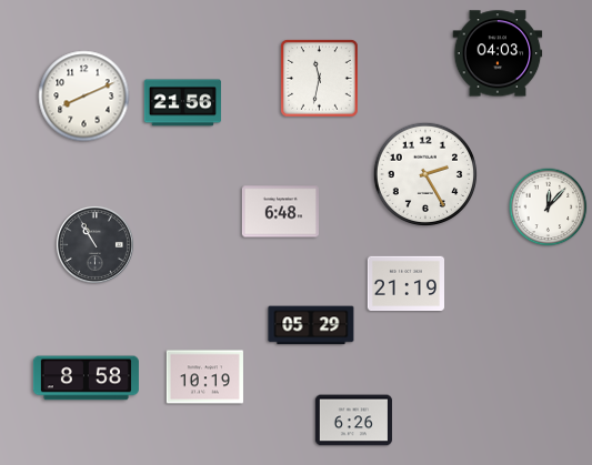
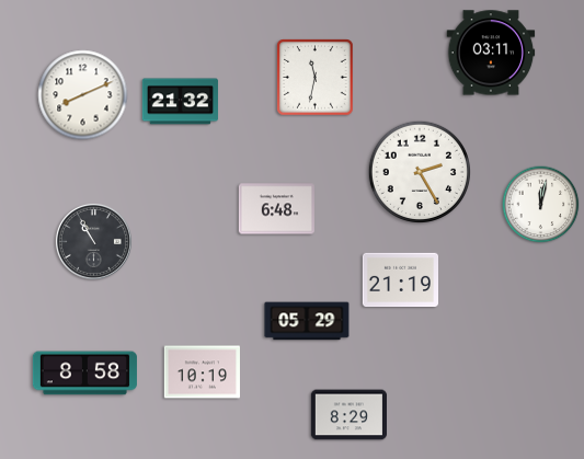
clock at (498, 53): 04:03 -> 03:11
clock at (182, 103): 21:56 -> 21:32
clock at (549, 208): 12:07 -> 12:02
clock at (353, 421): 6:26 -> 8:29
